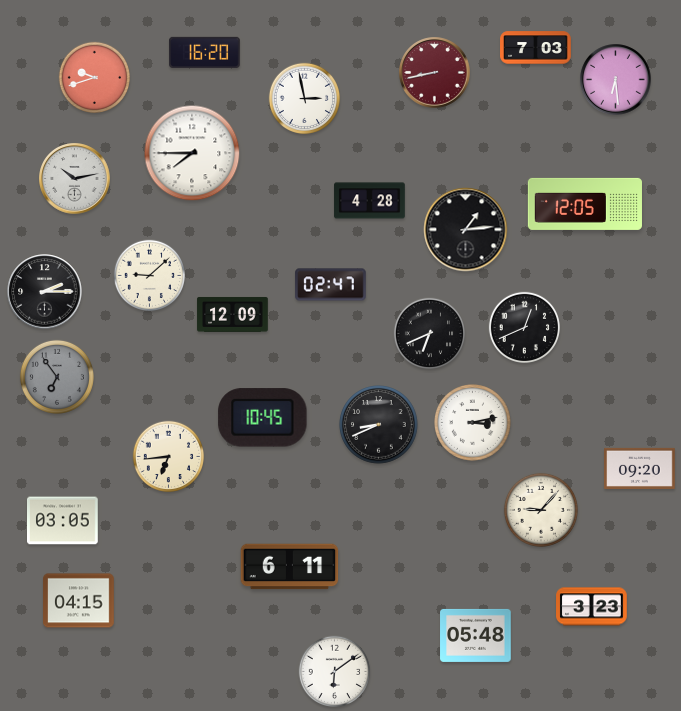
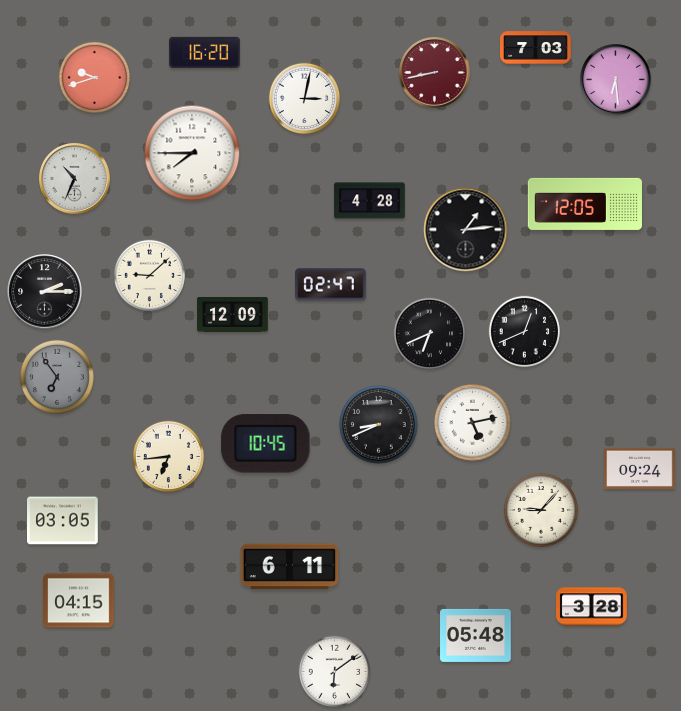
clock at (305, 99): 2:58 -> 3:02
clock at (75, 179): 10:13 -> 10:34
clock at (525, 328) position: (525, 328) -> (525, 332)
clock at (263, 418) position: (263, 418) -> (266, 444)
clock at (473, 423): 3:13 -> 5:13
clock at (640, 468): 09:20 -> 09:24
clock at (592, 607): 3:23 -> 3:28
